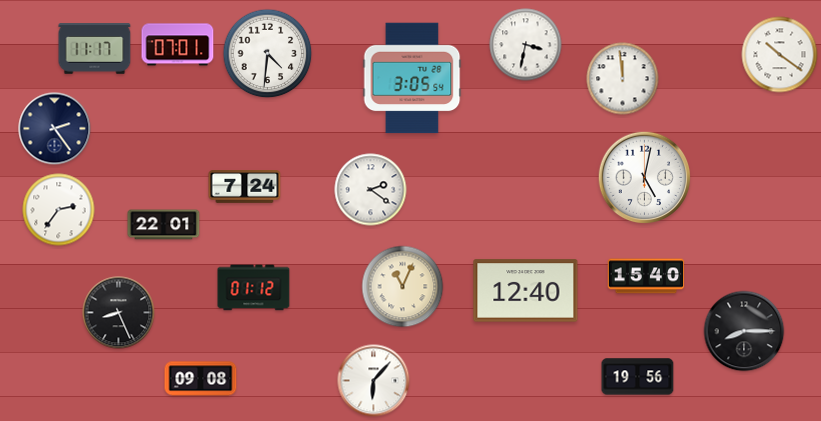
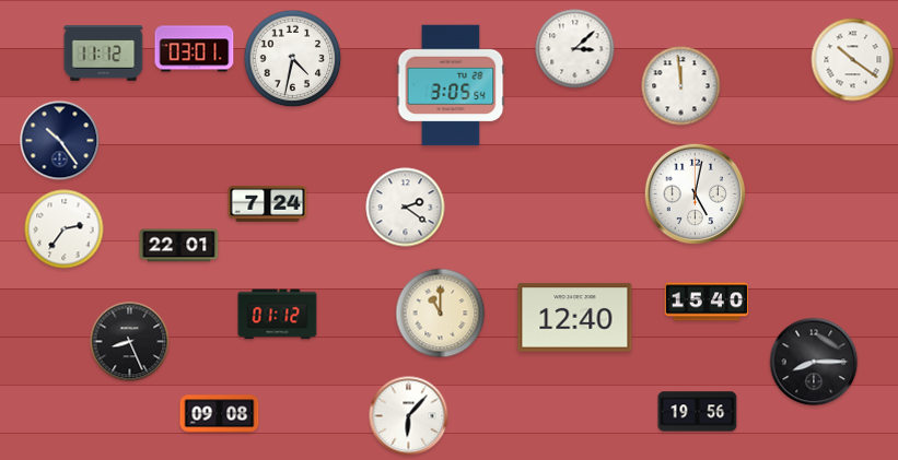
clock at (178, 45): 07:01 -> 03:01
clock at (526, 45): 3:32 -> 3:08
clock at (95, 49): 11:17 -> 11:12
clock at (268, 54): 4:31 -> 4:32
clock at (55, 129): 2:24 -> 10:24
clock at (645, 178) position: (645, 178) -> (696, 194)
clock at (403, 287): 11:04 -> 11:00
